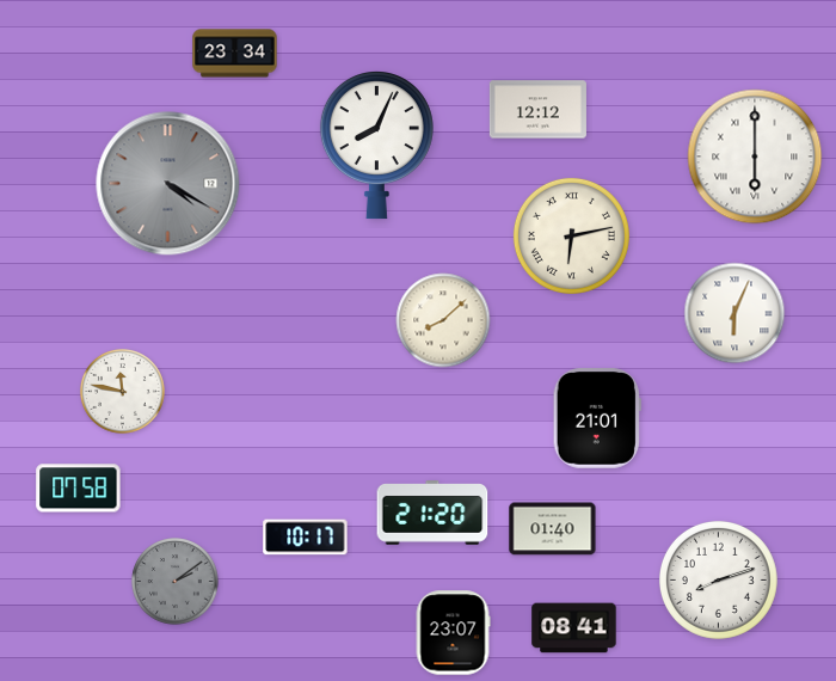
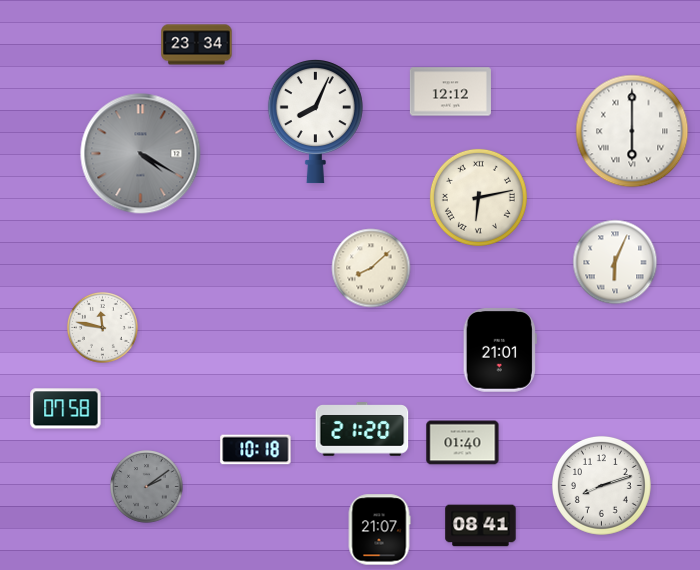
clock at (306, 538): 10:17 -> 10:18
clock at (453, 633): 23:07 -> 21:07
